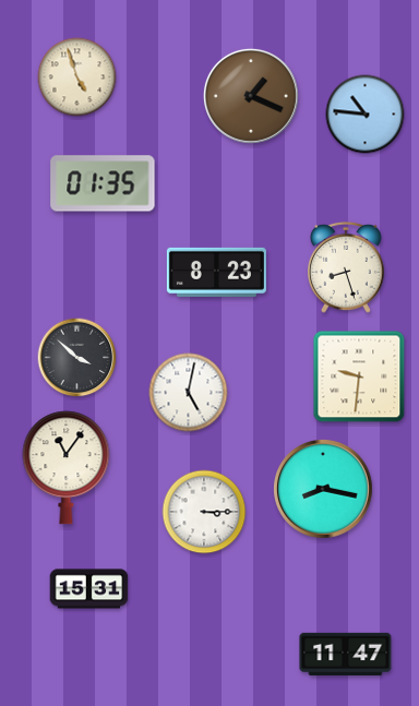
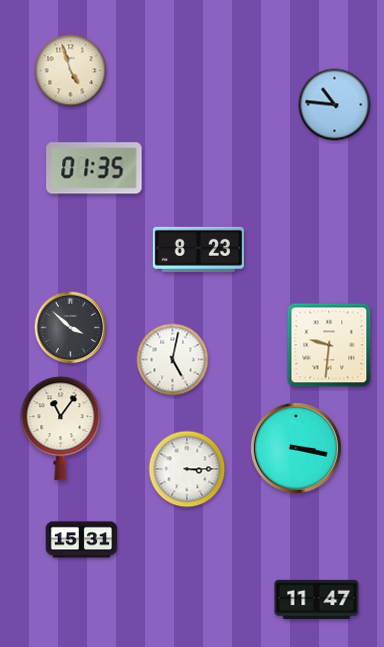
clock at (251, 96): 1:19 -> none
clock at (347, 267): 8:27 -> none
clock at (324, 490): 8:17 -> 3:17
